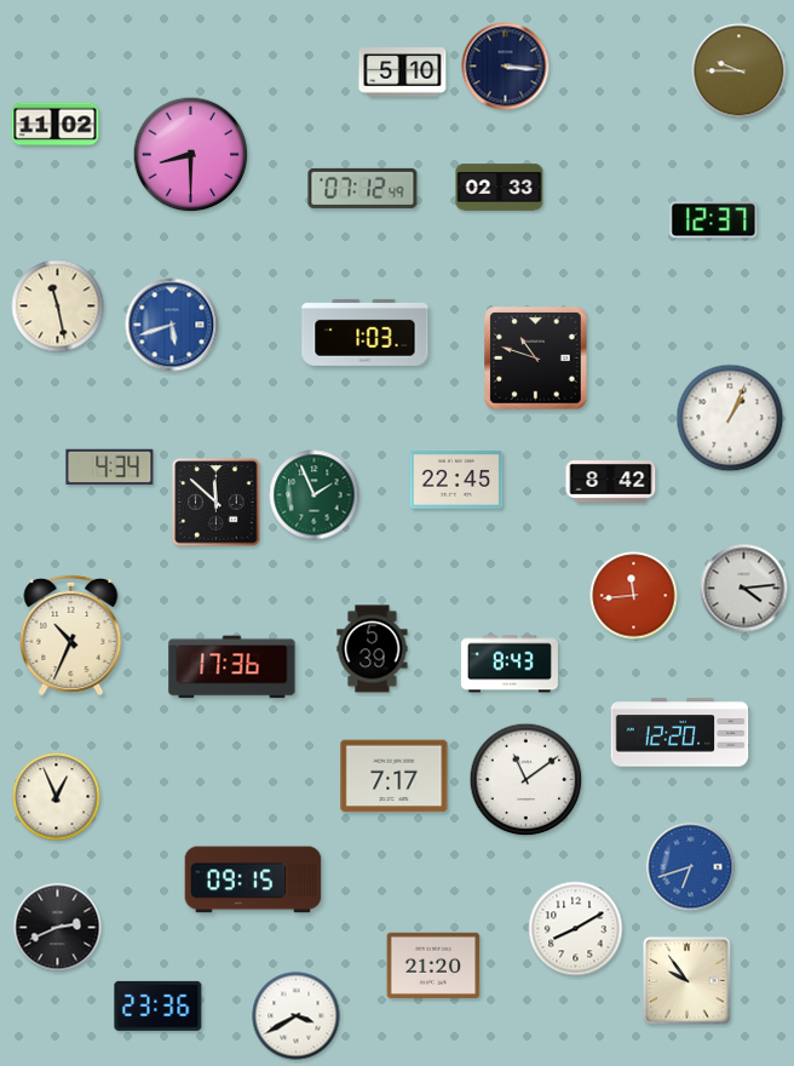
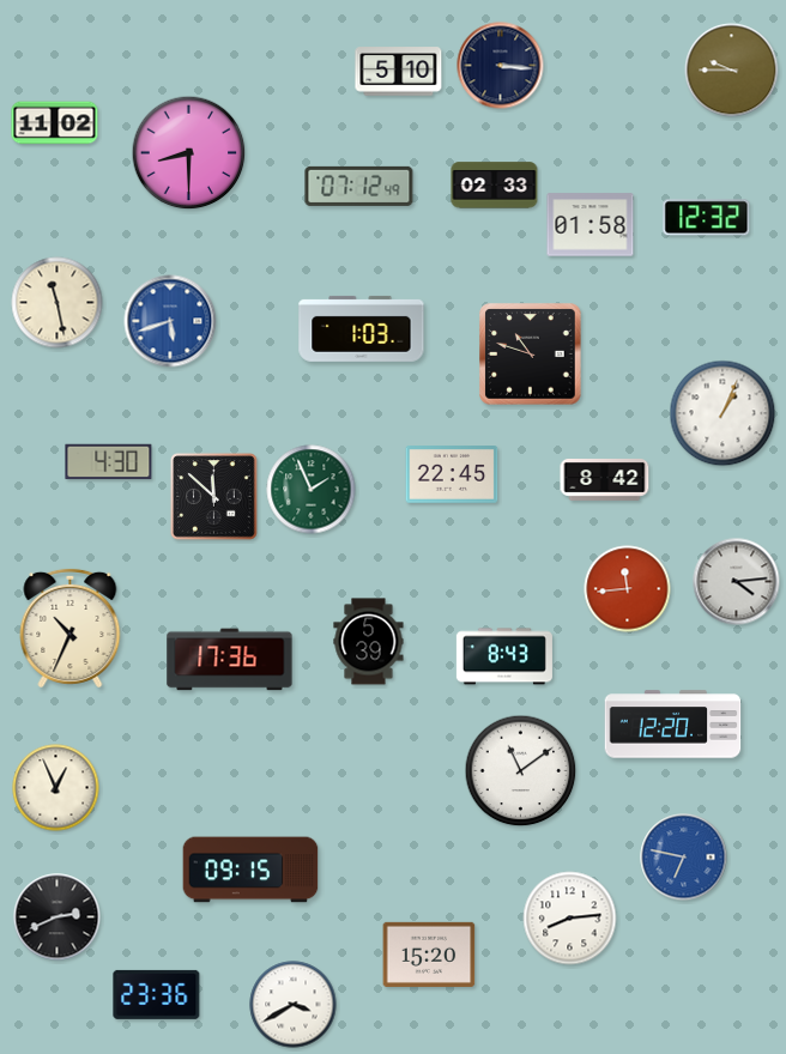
clock at (714, 220): 12:37 -> 12:32
clock at (591, 225): none -> 01:58
clock at (110, 468): 4:34 -> 4:30
clock at (611, 482) position: (611, 482) -> (605, 480)
clock at (395, 776): 7:17 -> none
clock at (691, 867): 6:42 -> 6:47
clock at (576, 929): 8:10 -> 8:14
clock at (433, 965): 21:20 -> 15:20
clock at (687, 981): 9:54 -> none
